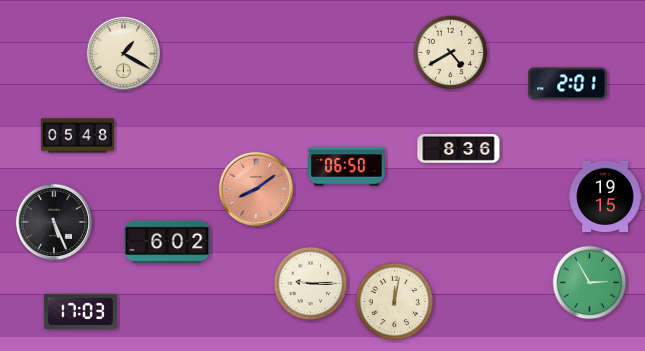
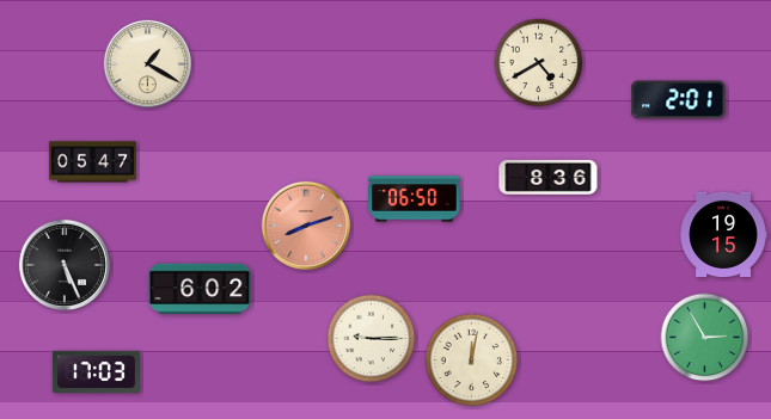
clock at (77, 136): 05:48 -> 05:47
clock at (256, 189): 8:09 -> 8:12
